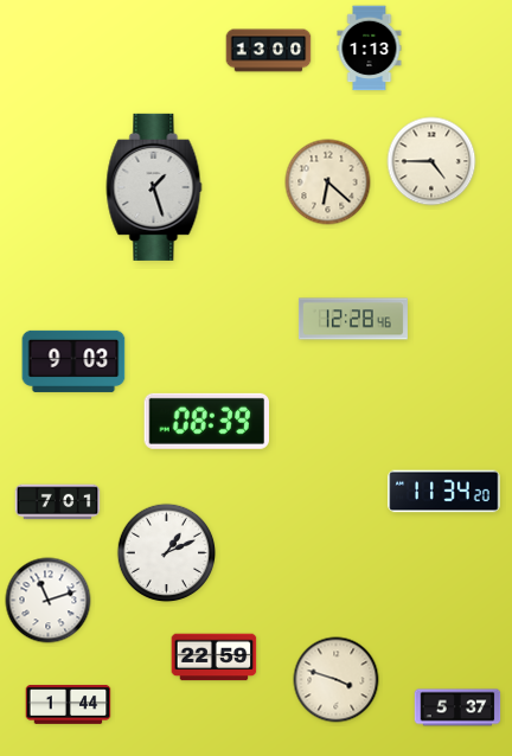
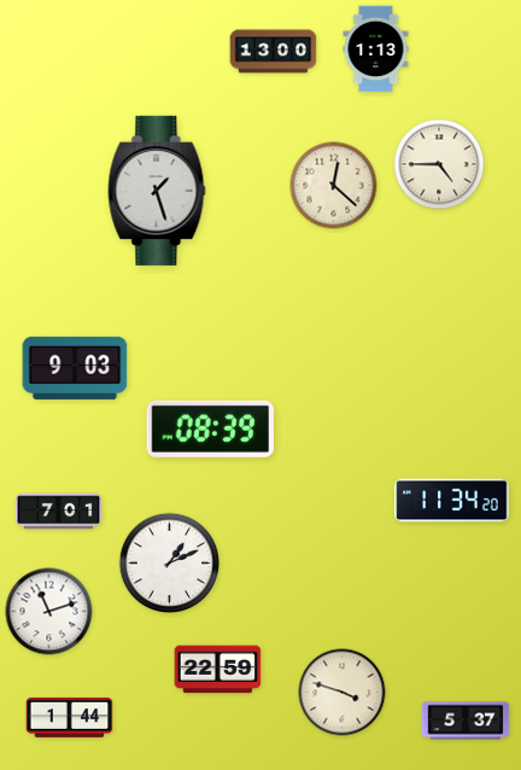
clock at (328, 182): 6:22 -> 12:22
clock at (353, 319): 12:28 -> none
